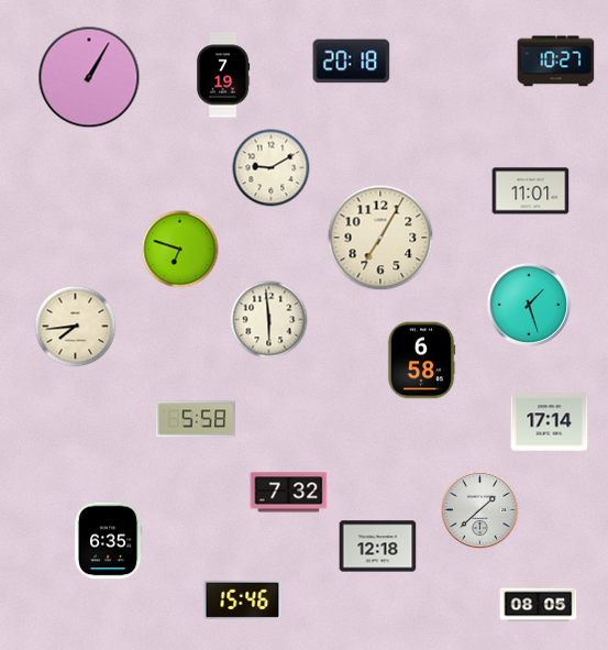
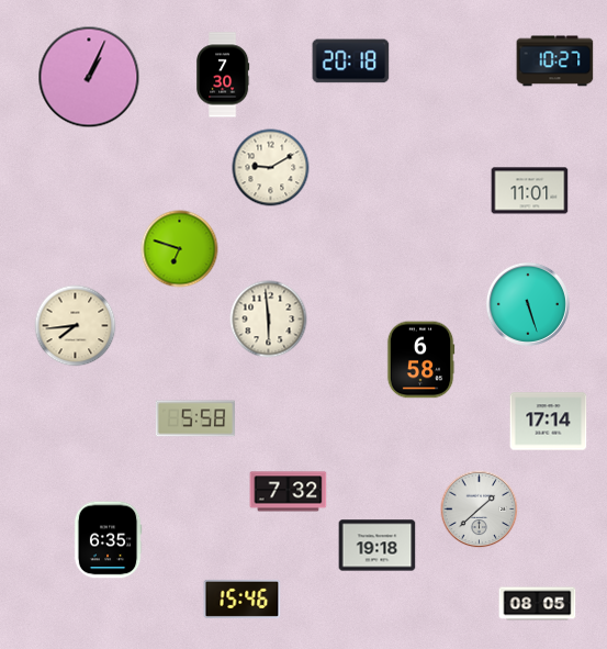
clock at (224, 75): 7:19 -> 7:30
clock at (89, 77): 1:05 -> 1:04
clock at (380, 238): 7:05 -> none
clock at (529, 305): 1:27 -> 5:27
clock at (378, 547): 12:18 -> 19:18
